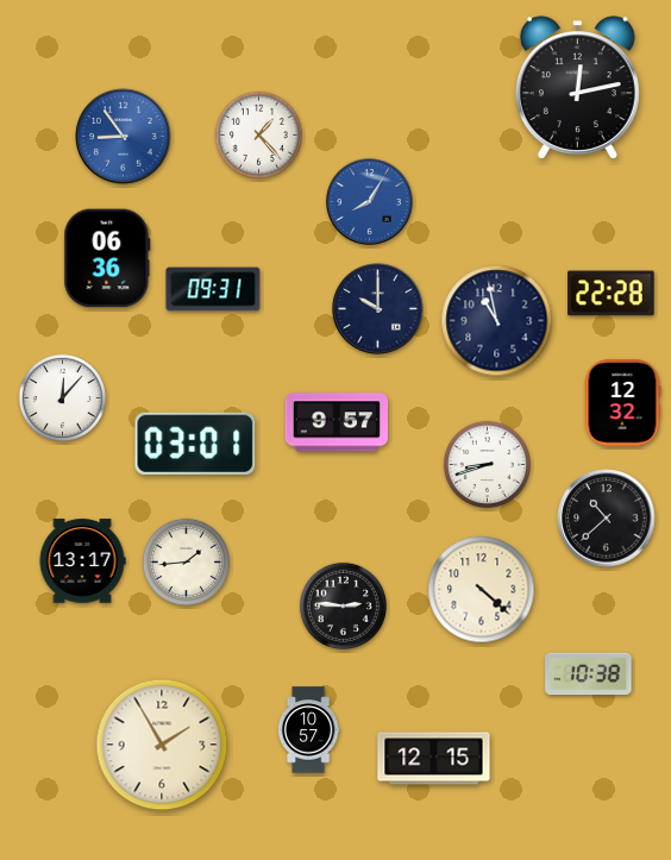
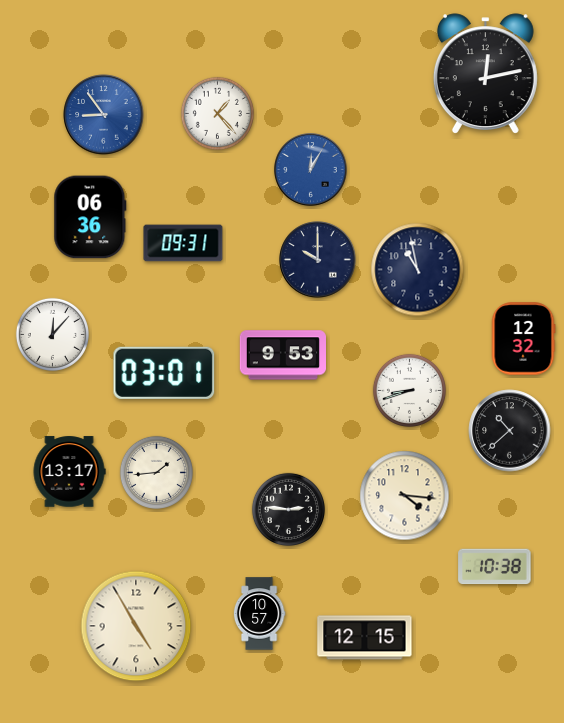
clock at (370, 202): 8:05 -> 12:05
clock at (213, 289) position: (213, 289) -> (183, 243)
clock at (612, 294): 22:28 -> none
clock at (335, 422): 9:57 -> 9:53
clock at (607, 519) position: (607, 519) -> (510, 431)
clock at (482, 590): 4:22 -> 4:16
clock at (162, 745): 1:55 -> 4:55
